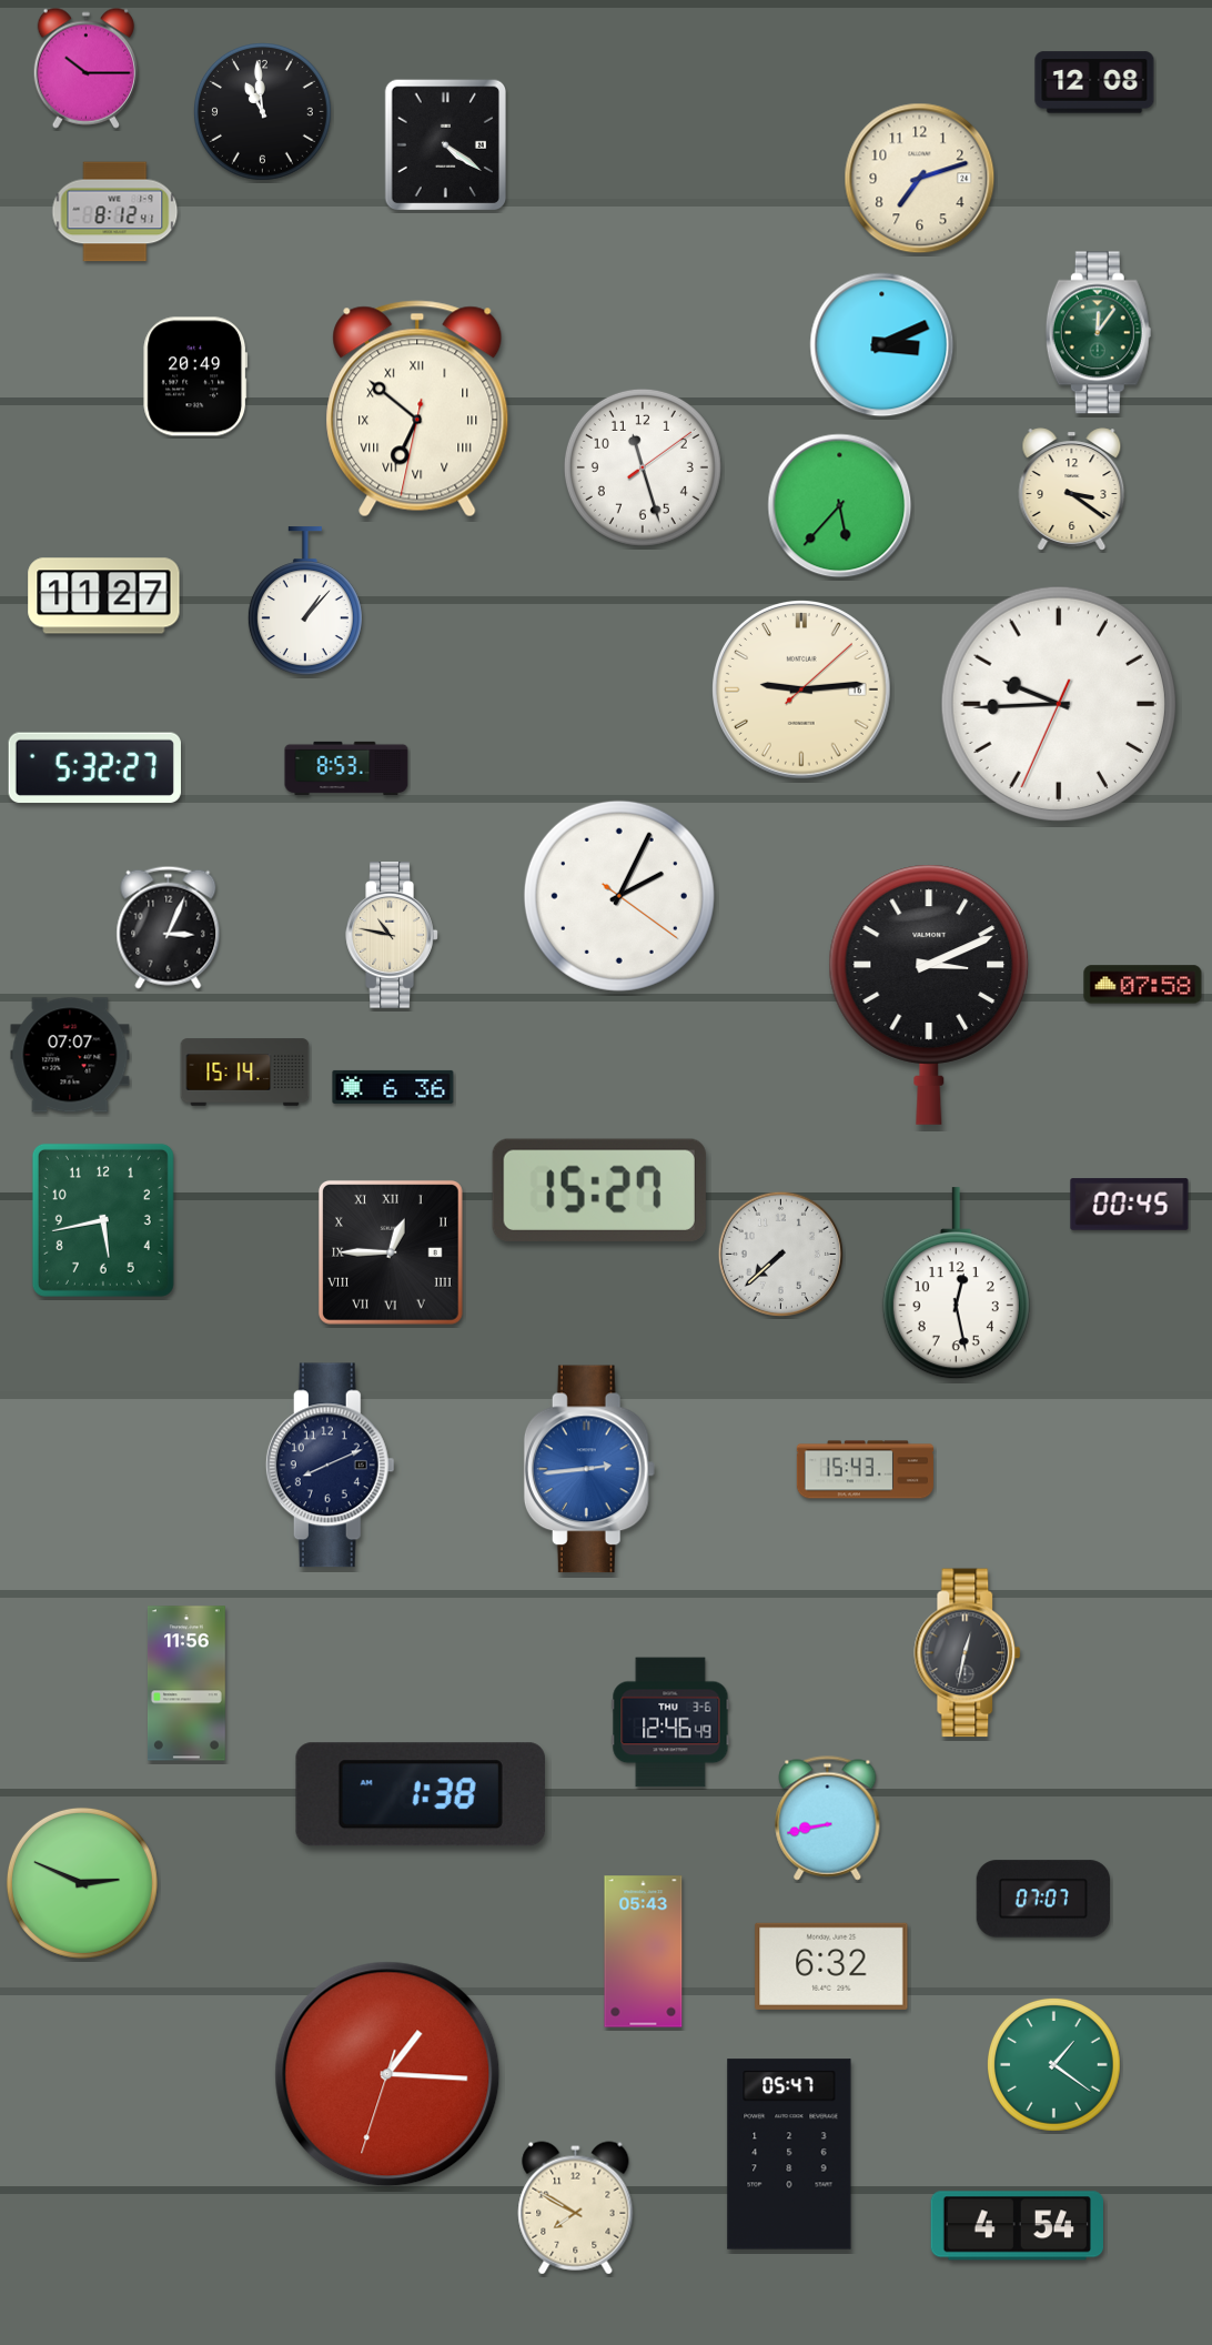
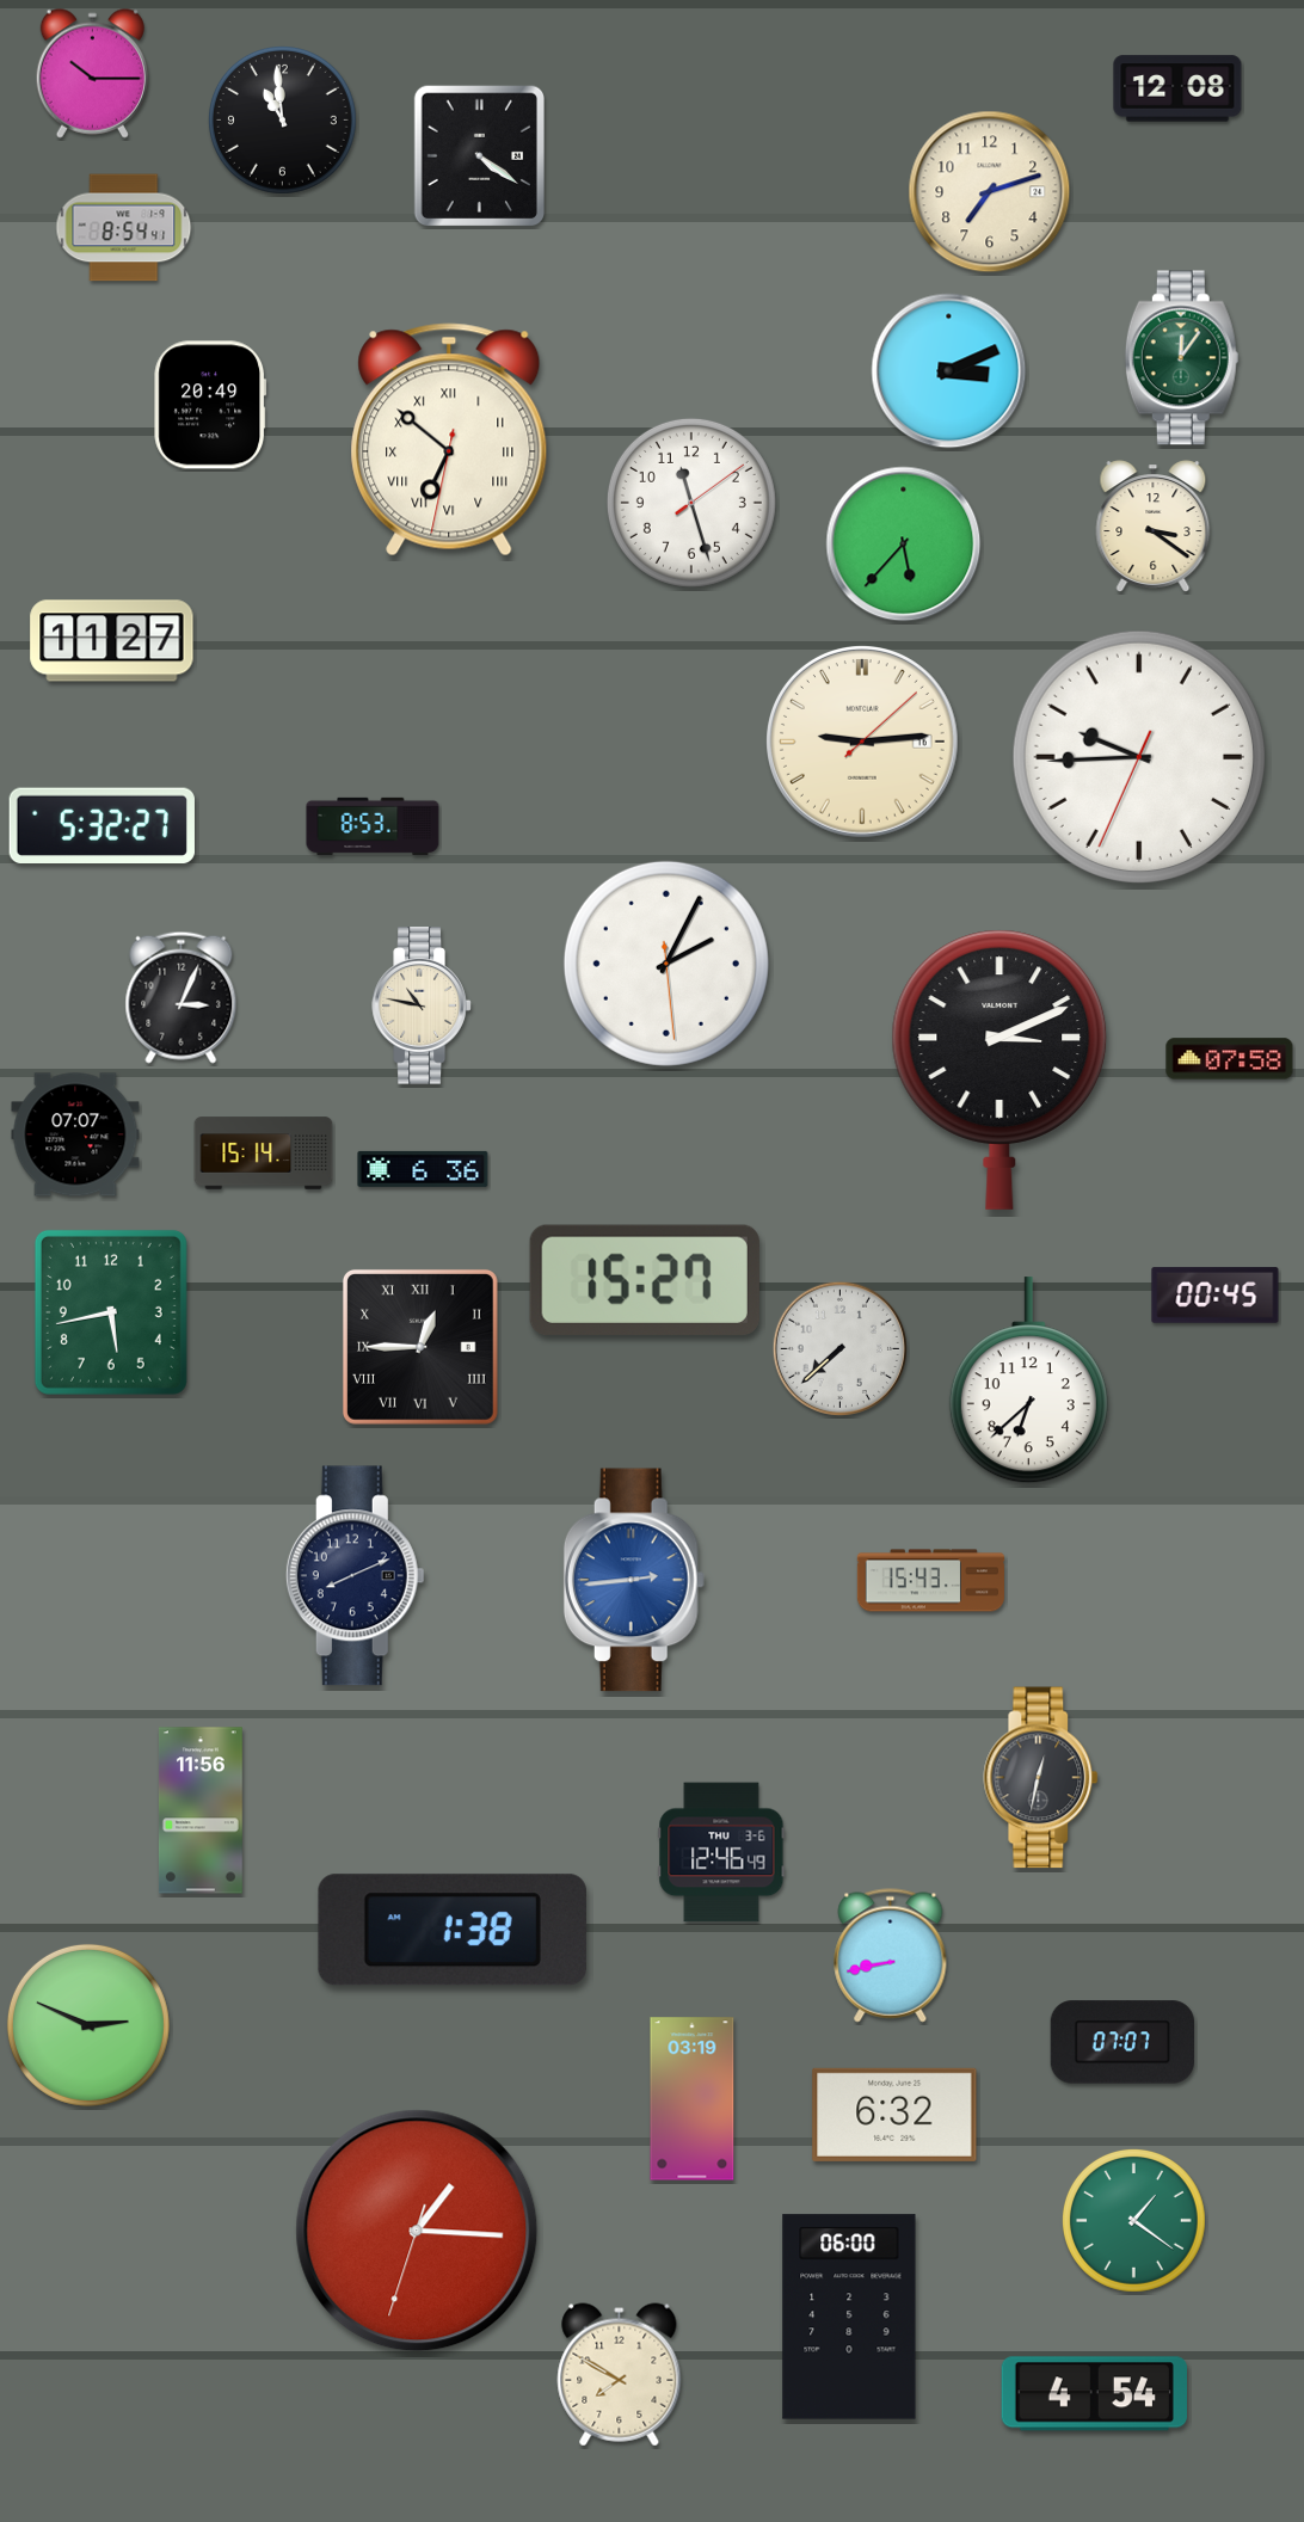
clock at (115, 212): 8:12 -> 8:54
clock at (305, 601): 1:07 -> none
clock at (619, 896): 2:04:21 -> 2:04:29
clock at (956, 1284): 12:28 -> 6:38
clock at (644, 1952): 05:43 -> 03:19
clock at (789, 2154): 05:47 -> 06:00
